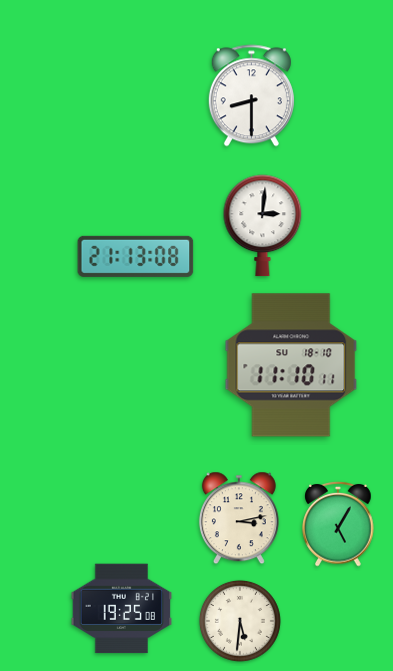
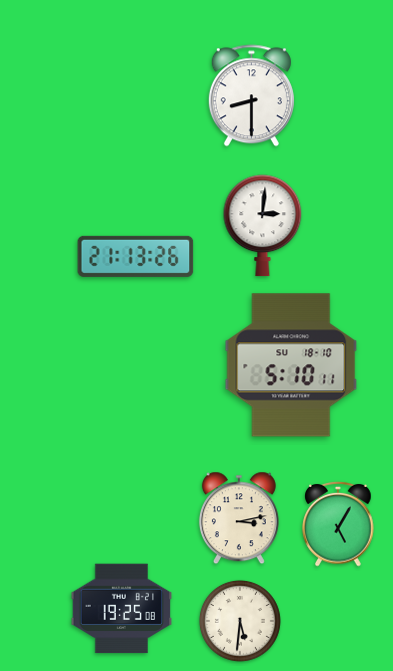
clock at (136, 256): 21:13:08 -> 21:13:26
clock at (291, 365): 11:10 -> 5:10
